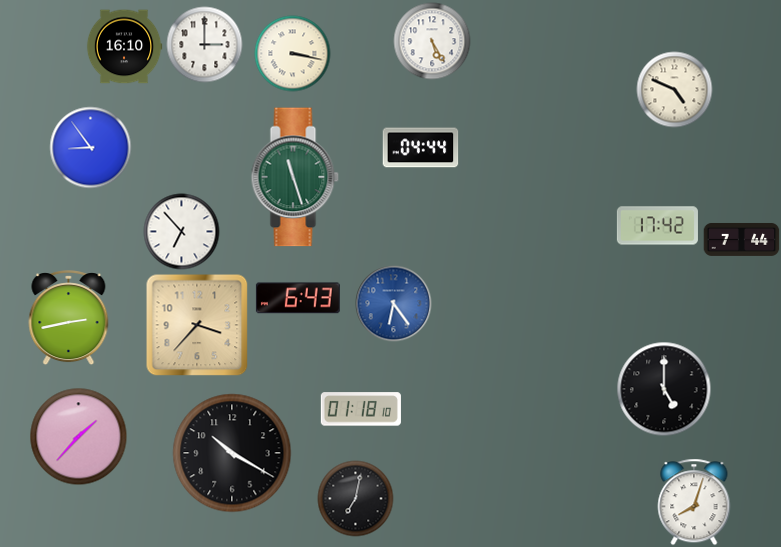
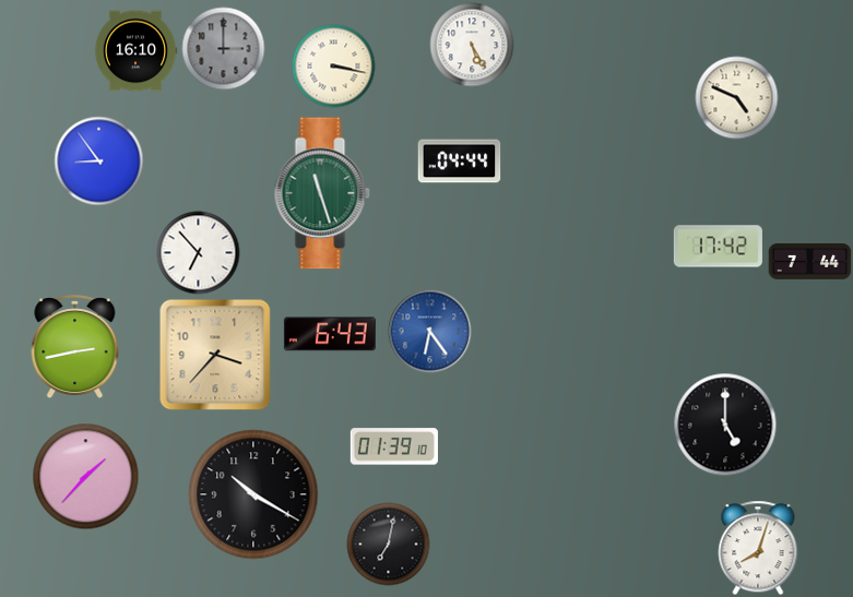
clock at (205, 45) dial: white -> grey
clock at (293, 54) position: (293, 54) -> (334, 67)
clock at (298, 298) position: (298, 298) -> (330, 334)
clock at (361, 409): 01:18 -> 01:39
